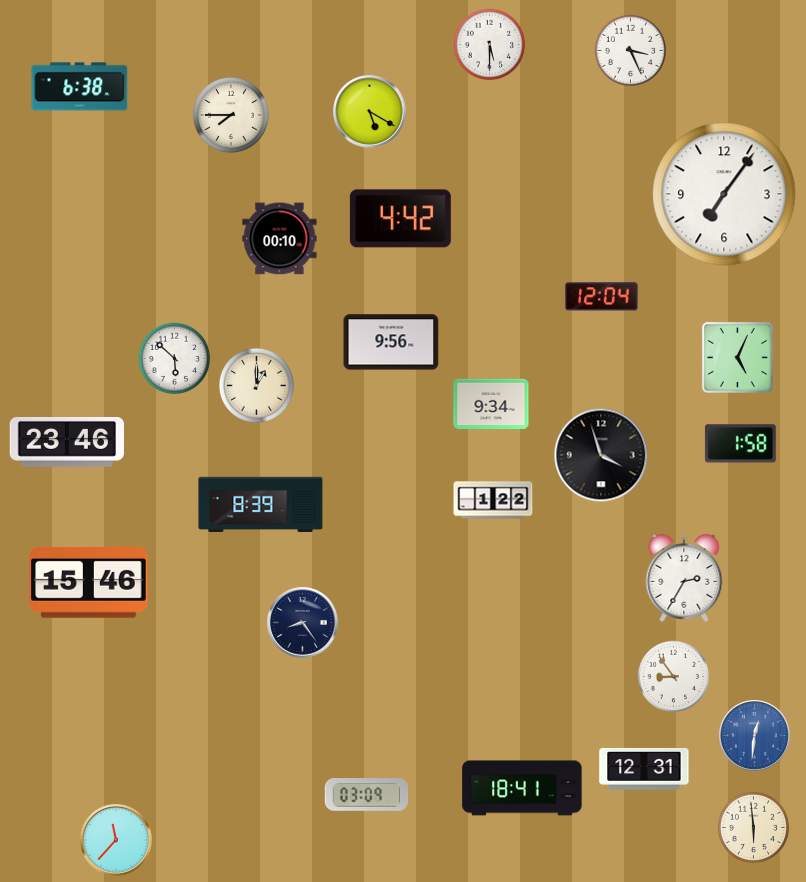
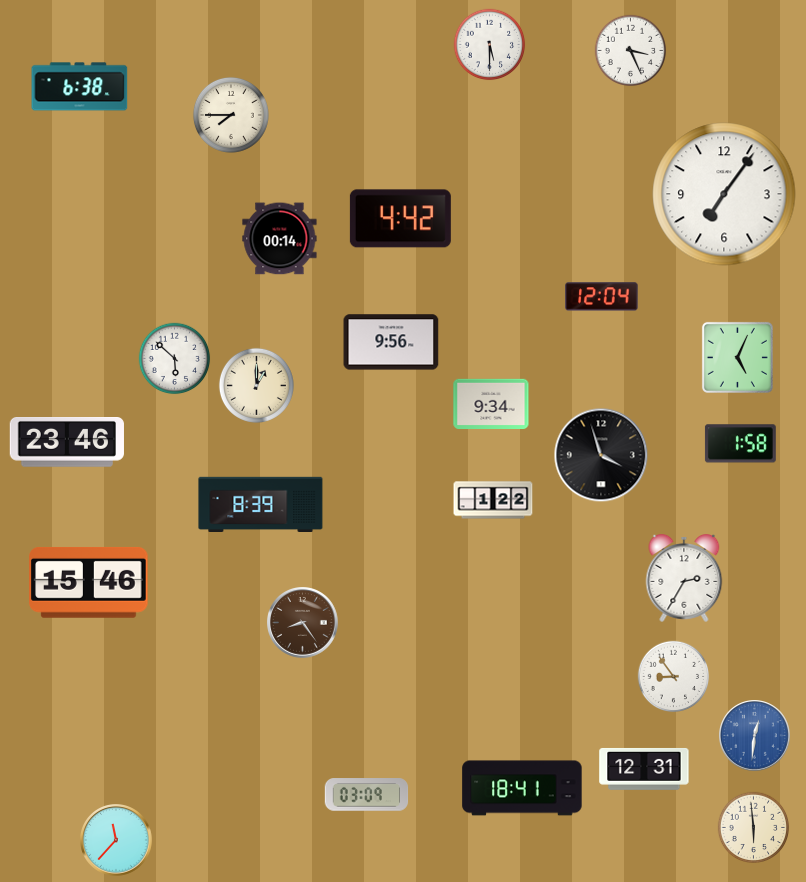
clock at (370, 112): 5:20 -> none
clock at (280, 239): 00:10 -> 00:14
clock at (303, 623) dial: navy -> brown
